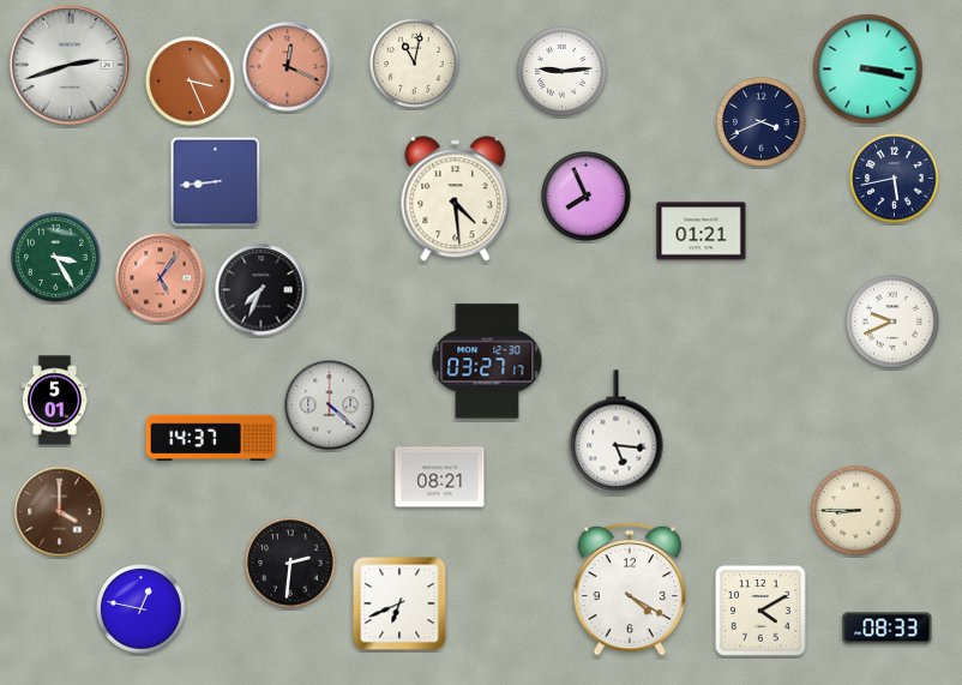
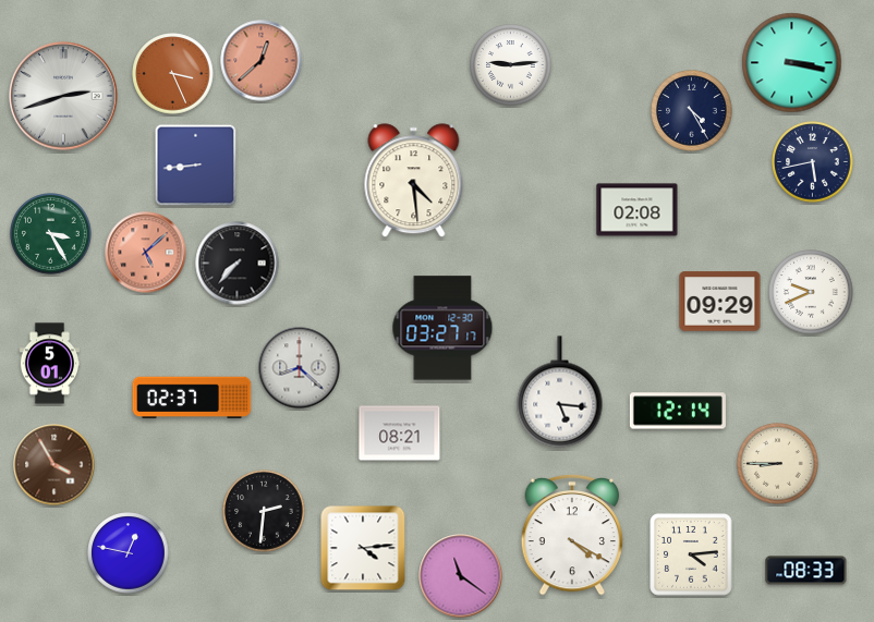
clock at (415, 64): 11:02 -> none
clock at (70, 65) position: (70, 65) -> (63, 96)
clock at (288, 67): 12:19 -> 12:38
clock at (868, 70) position: (868, 70) -> (792, 63)
clock at (762, 122): 3:41 -> 4:25
clock at (587, 197): 7:56 -> none
clock at (702, 232): 01:21 -> 02:08
clock at (161, 278): 5:06 -> 5:08
clock at (261, 290): 7:34 -> 7:37
clock at (720, 302): none -> 09:29
clock at (330, 405): 4:22 -> 8:22
clock at (211, 438): 14:37 -> 02:37
clock at (678, 411): none -> 12:14
clock at (60, 512): 4:00 -> 3:55
clock at (399, 603): 6:41 -> 4:14
clock at (760, 611): 4:10 -> 4:14
clock at (461, 576): none -> 11:21
